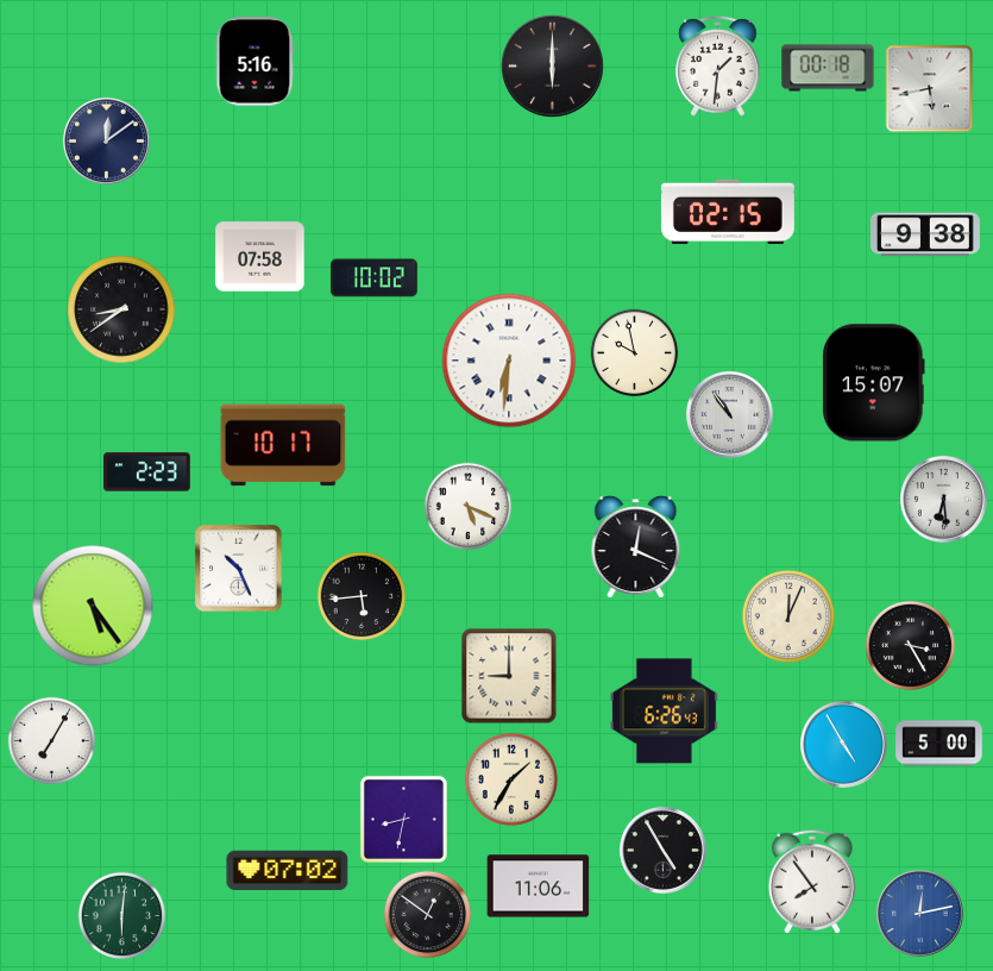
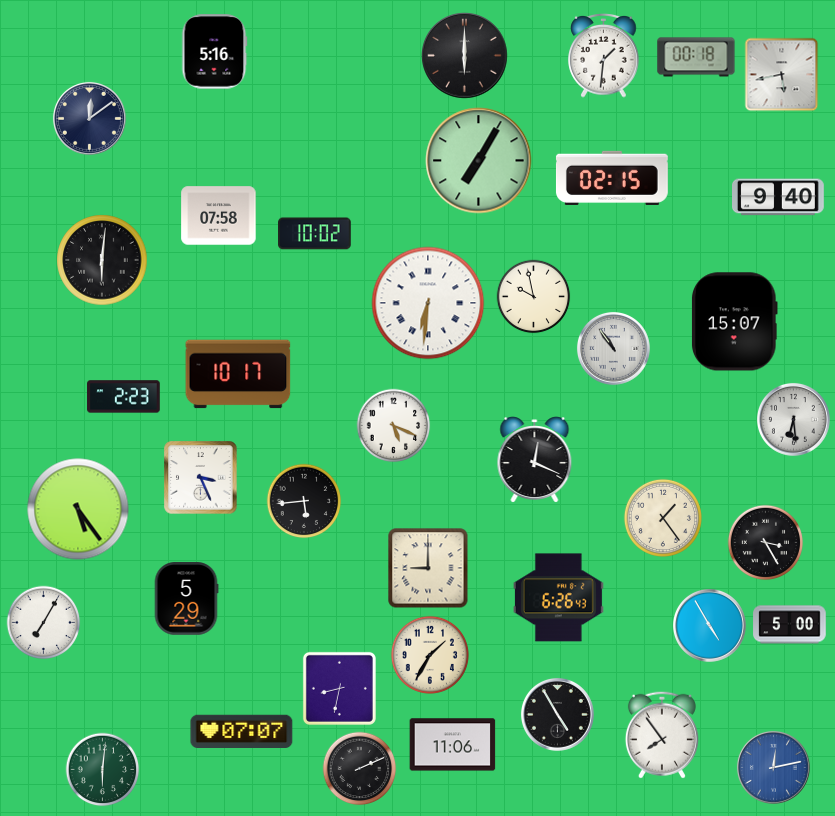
clock at (479, 161): none -> 7:05
clock at (926, 234): 9:38 -> 9:40
clock at (121, 309): 8:39 -> 6:01
clock at (239, 569): 10:26 -> 3:26
clock at (788, 616): 12:04 -> 1:24
clock at (186, 599): none -> 5:29
clock at (288, 870): 07:02 -> 07:07
clock at (812, 882) position: (812, 882) -> (662, 735)
clock at (428, 915): 12:51 -> 2:11
